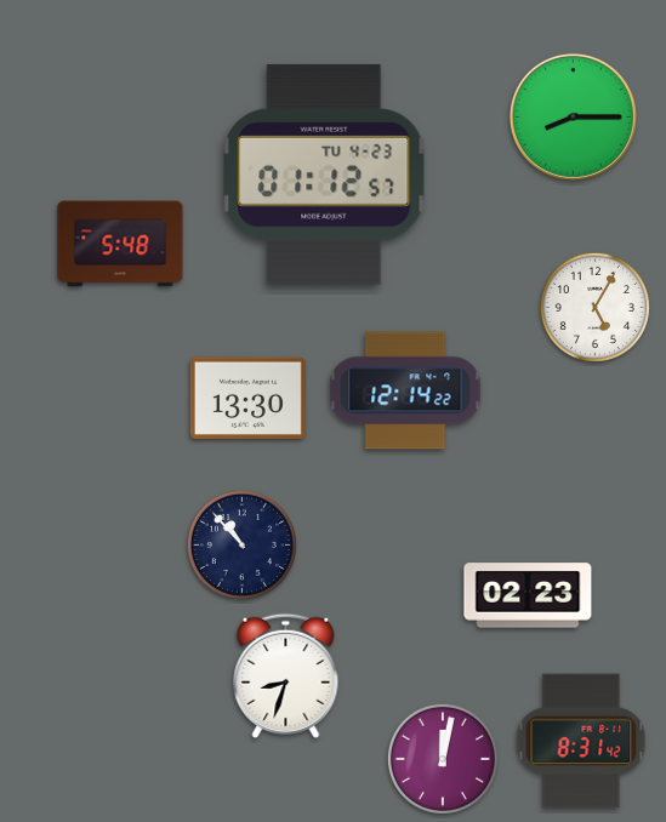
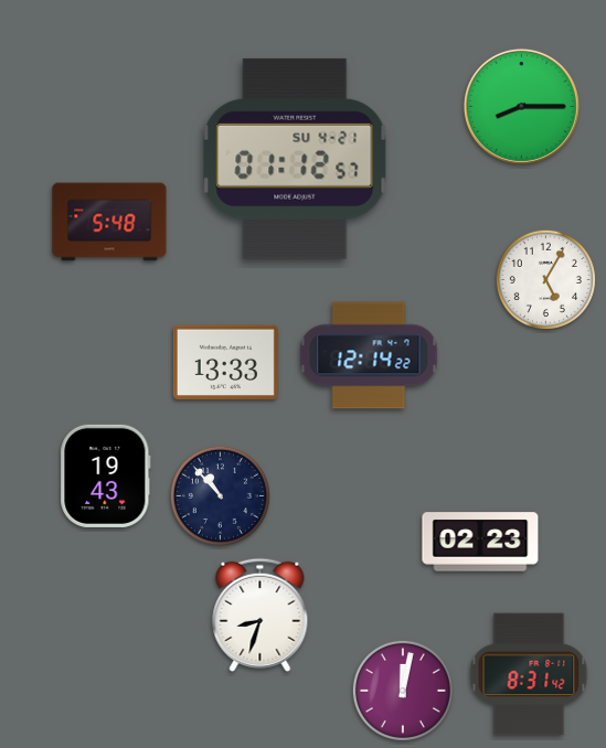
clock at (324, 175) date: TU 4-23 -> SU 4-21
clock at (594, 307) position: (594, 307) -> (545, 279)
clock at (247, 398): 13:30 -> 13:33
clock at (106, 475): none -> 19:43
